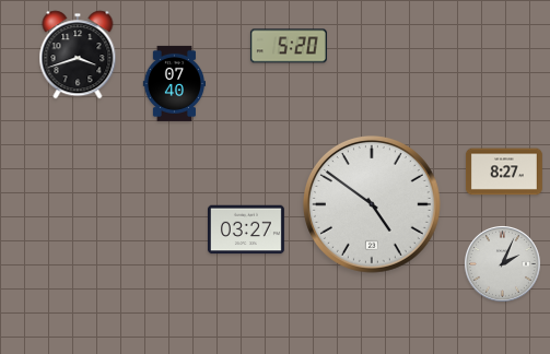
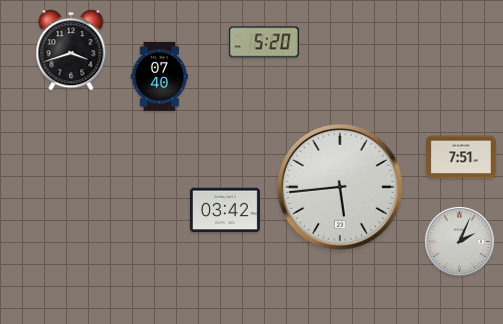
clock at (504, 172): 8:27 -> 7:51
clock at (372, 204): 4:51 -> 5:44
clock at (246, 229): 03:27 -> 03:42
